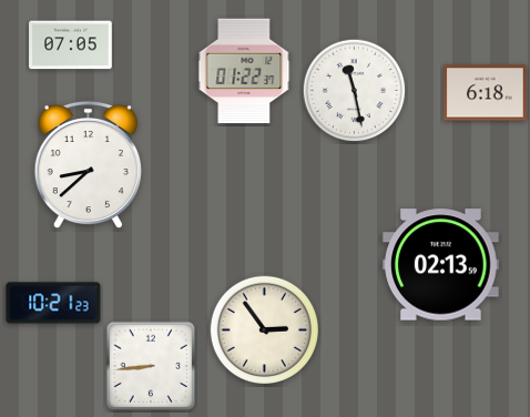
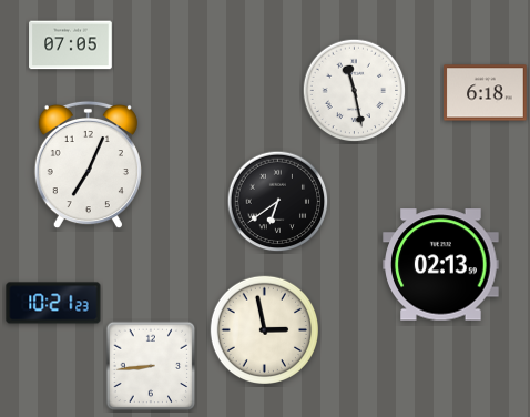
clock at (244, 71): 01:22 -> none
clock at (88, 165): 8:38 -> 7:04
clock at (278, 202): none -> 6:39
clock at (265, 330): 2:54 -> 2:58
